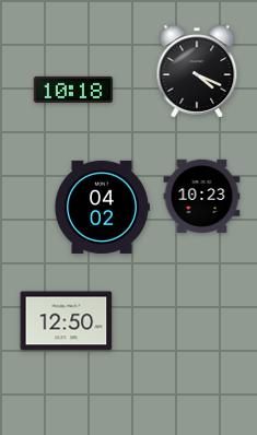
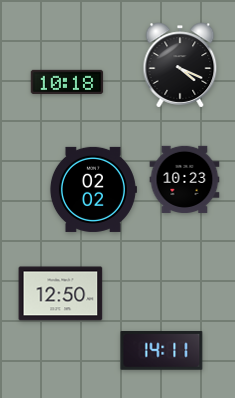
clock at (102, 207): 04:02 -> 02:02
clock at (162, 351): none -> 14:11
